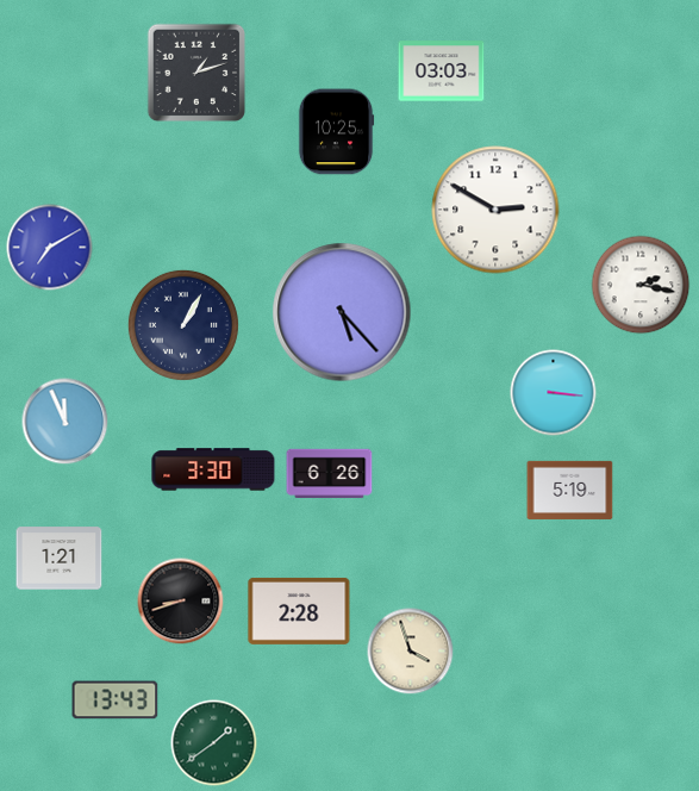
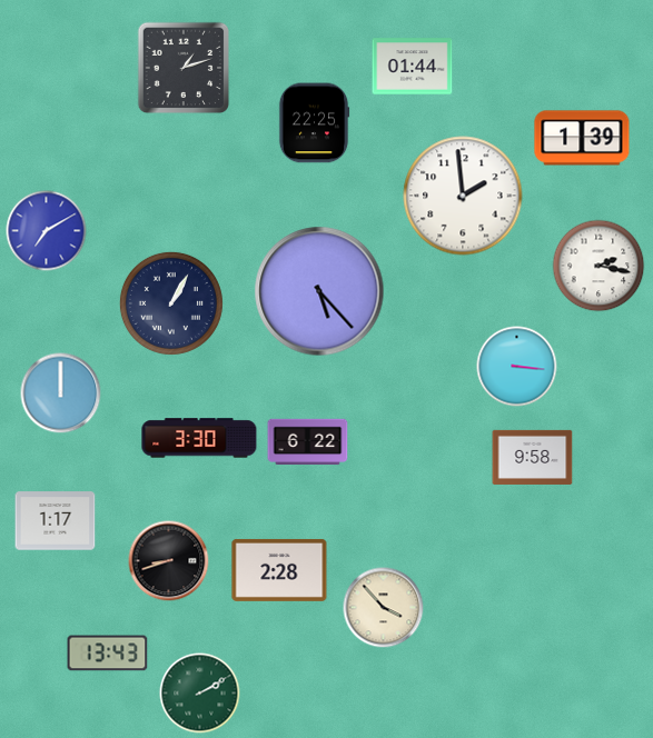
clock at (442, 71): 03:03 -> 01:44
clock at (336, 132): 10:25 -> 22:25
clock at (582, 138): none -> 1:39
clock at (495, 210): 2:50 -> 1:59
clock at (65, 422): 11:56 -> 12:00
clock at (330, 474): 6:26 -> 6:22
clock at (570, 490): 5:19 -> 9:58
clock at (60, 559): 1:21 -> 1:17
clock at (411, 652): 3:57 -> 3:53
clock at (214, 743): 1:39 -> 2:10
